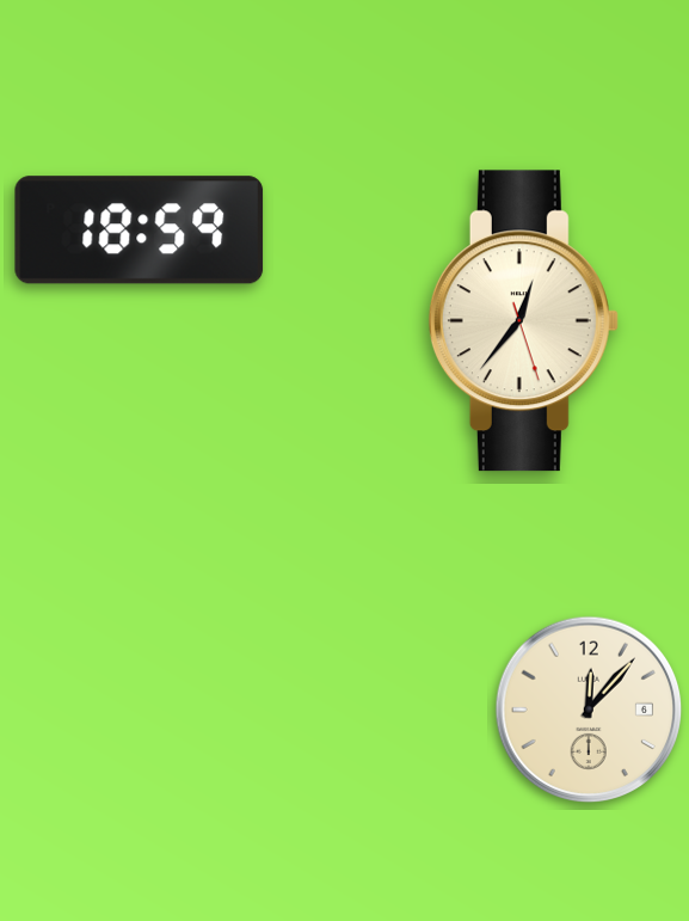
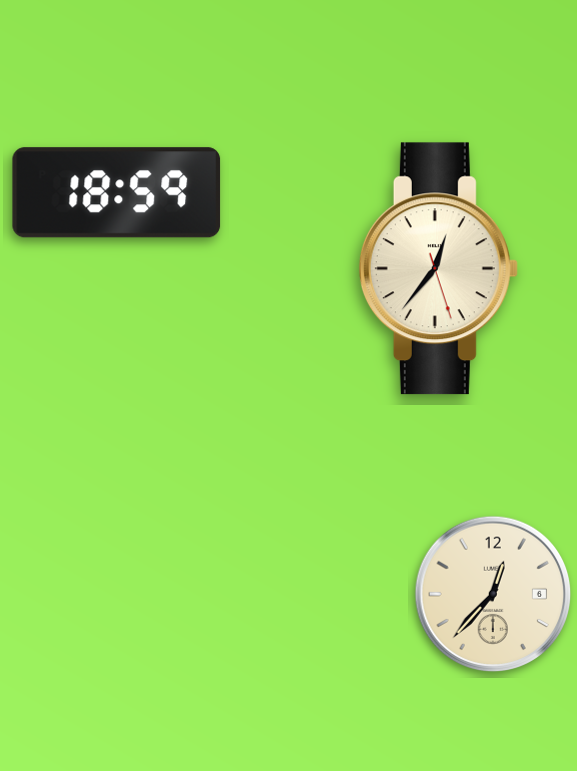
clock at (589, 710): 12:07 -> 12:37
